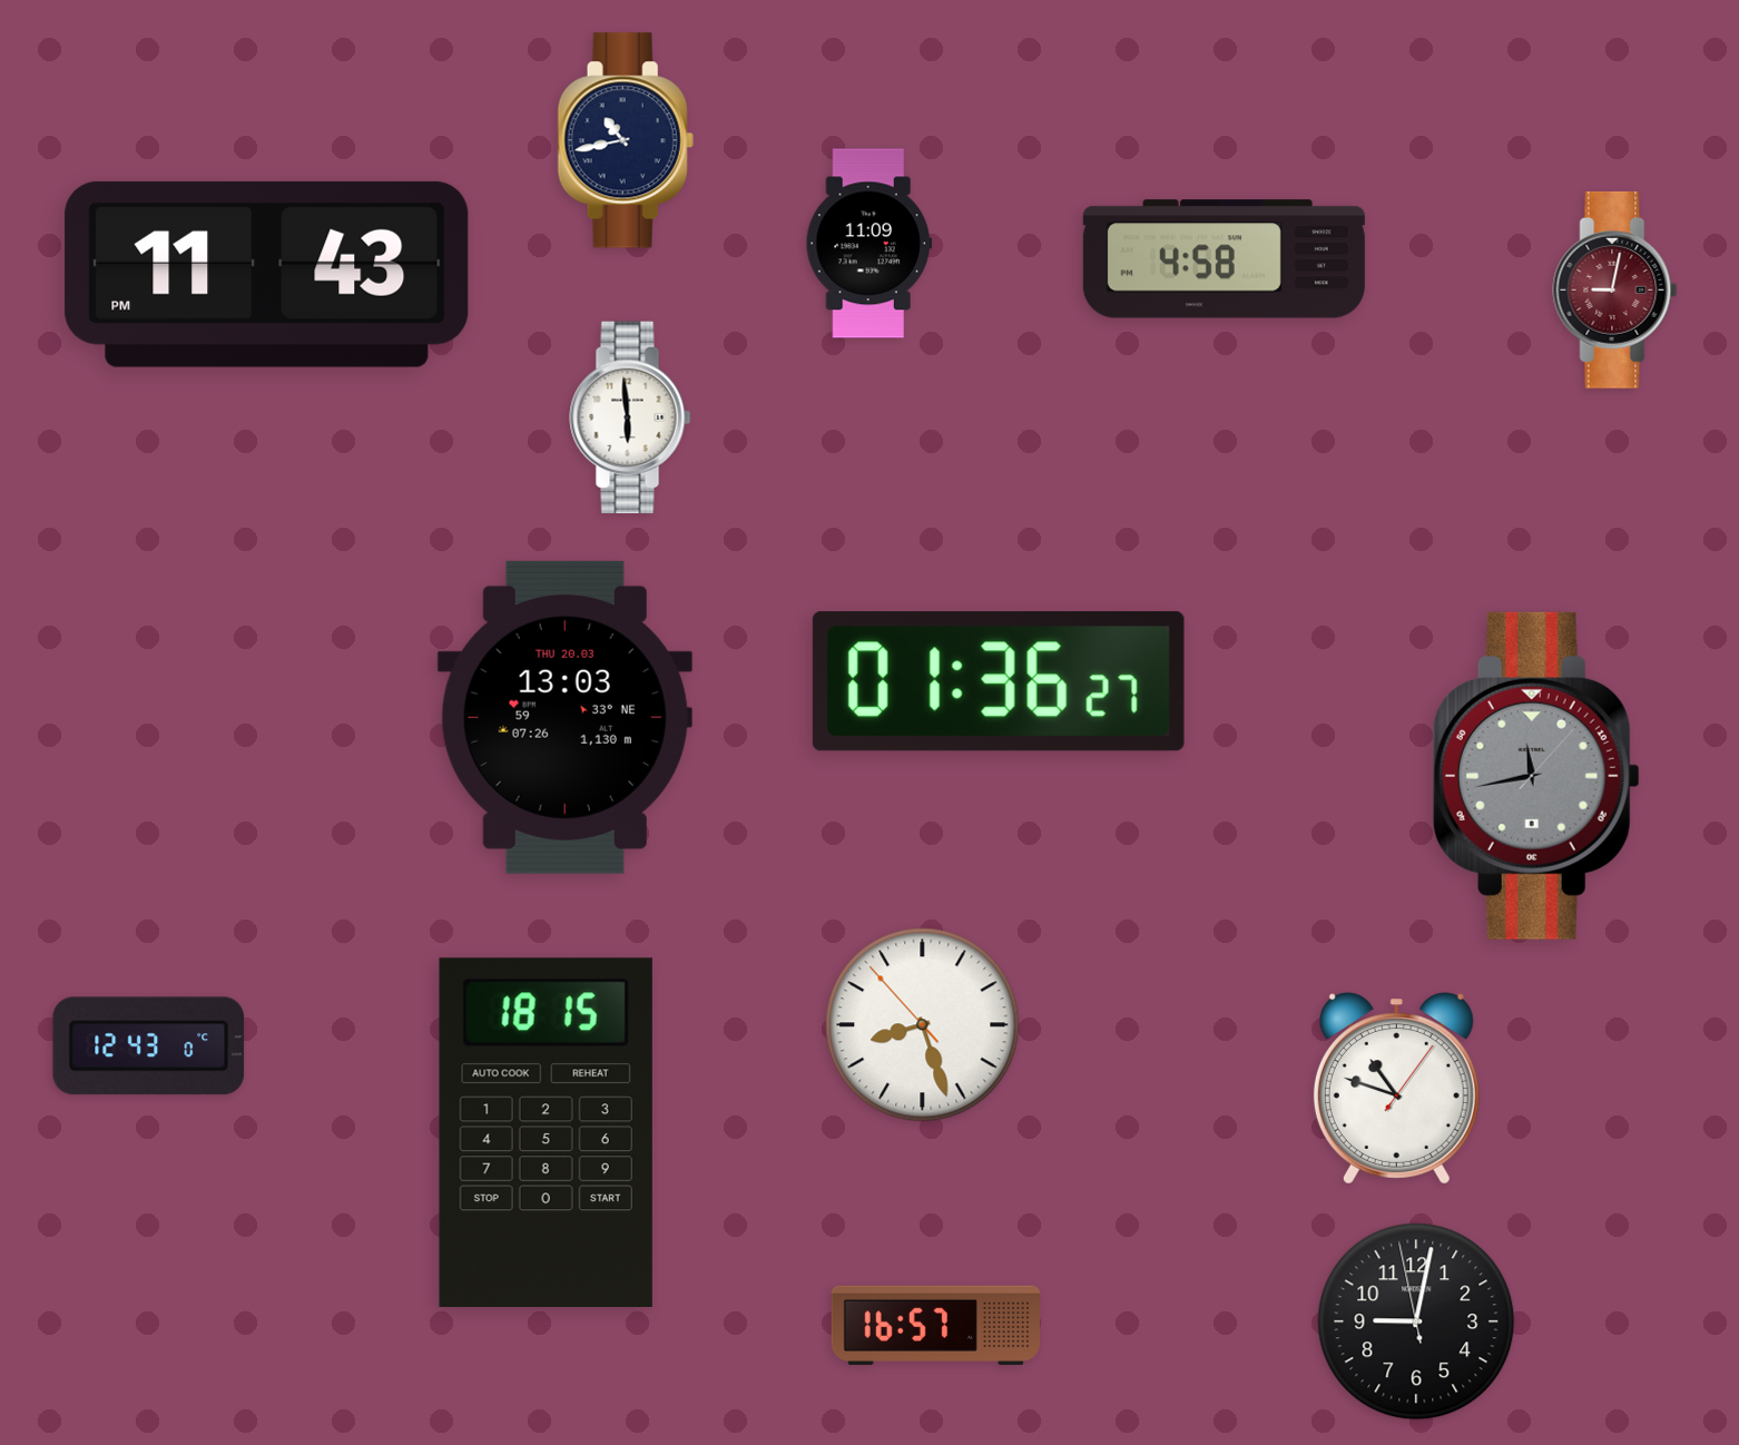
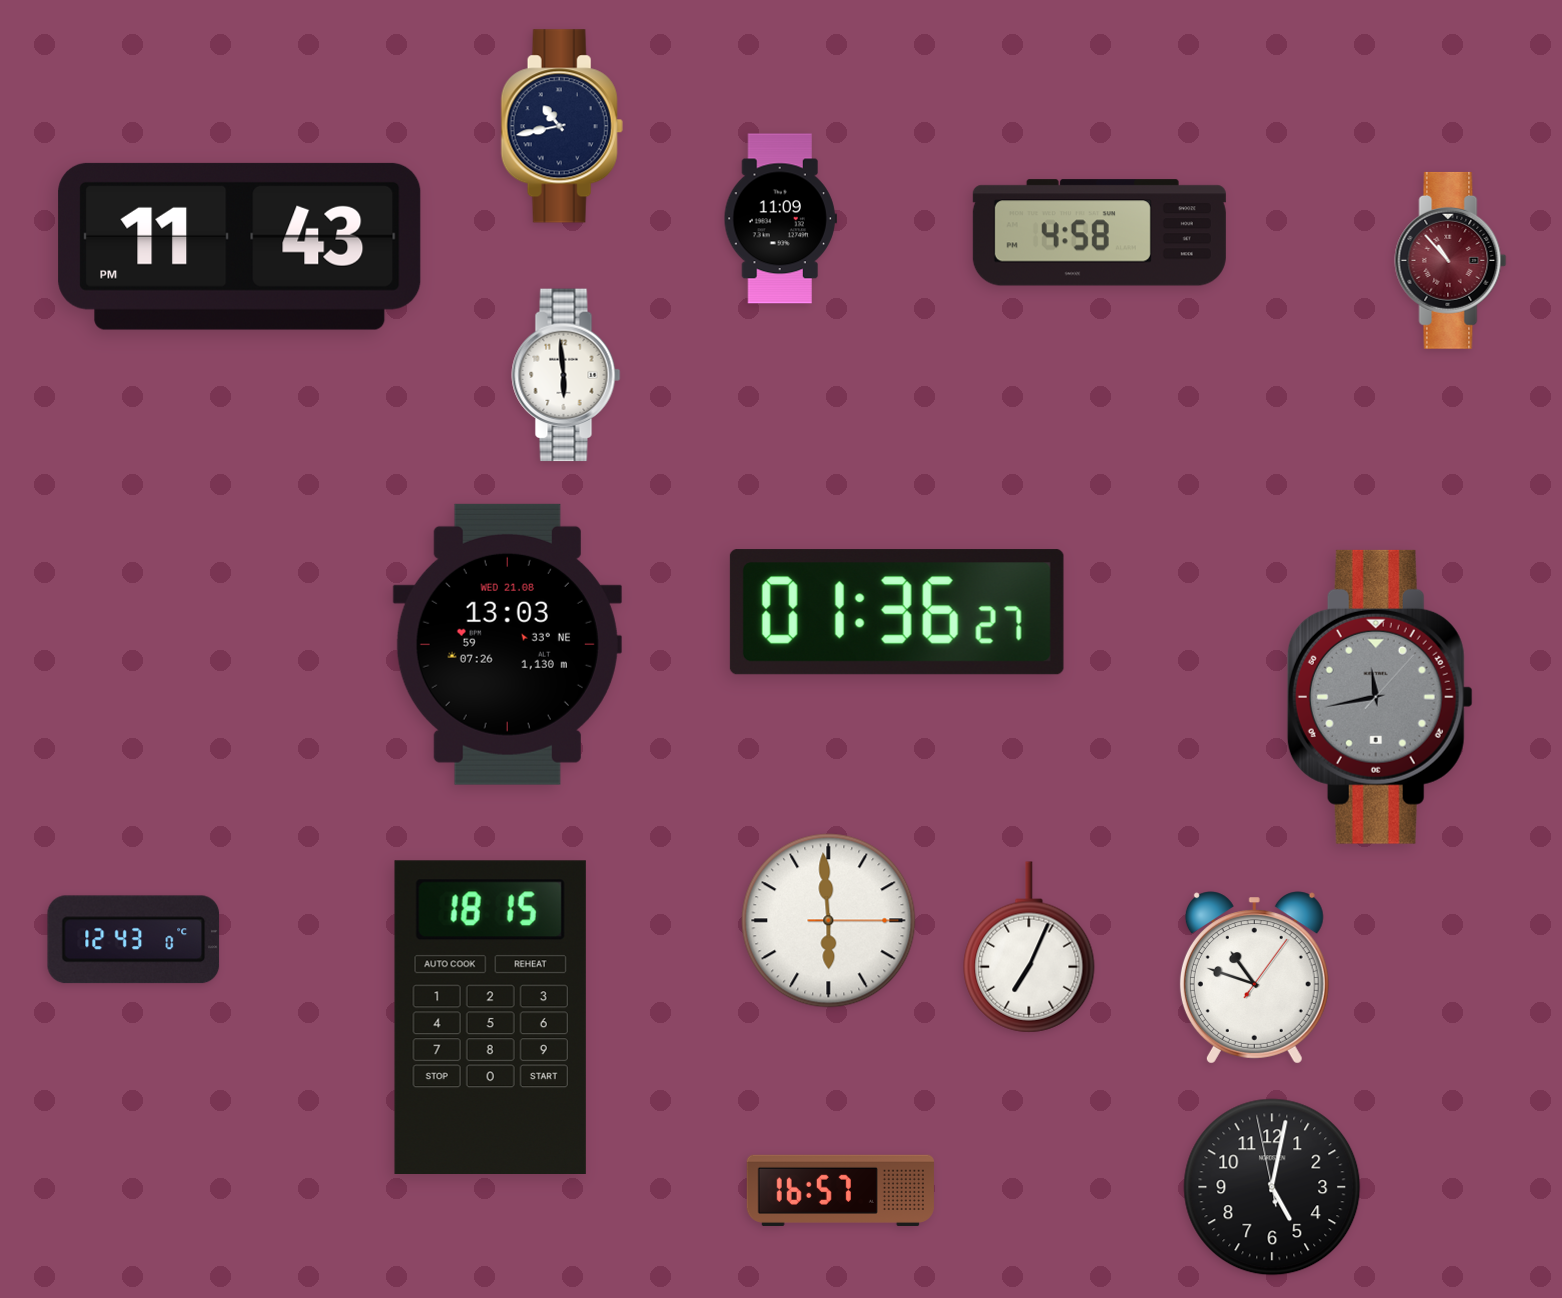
clock at (1615, 289): 9:02 -> 10:53
clock at (564, 717) date: THU 20.03 -> WED 21.08
clock at (923, 1025): 8:26 -> 5:59
clock at (1029, 947): none -> 7:04
clock at (1416, 1321): 9:01 -> 5:01
